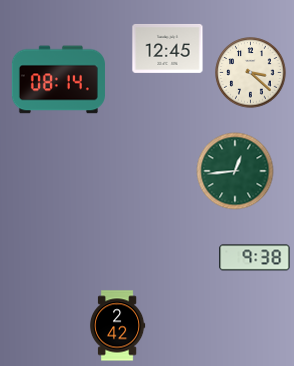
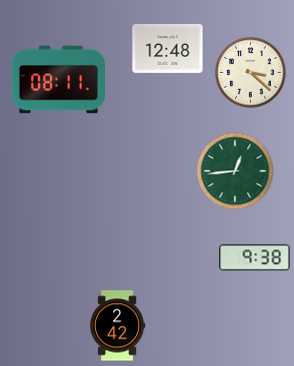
clock at (168, 48): 12:45 -> 12:48
clock at (58, 80): 08:14 -> 08:11
